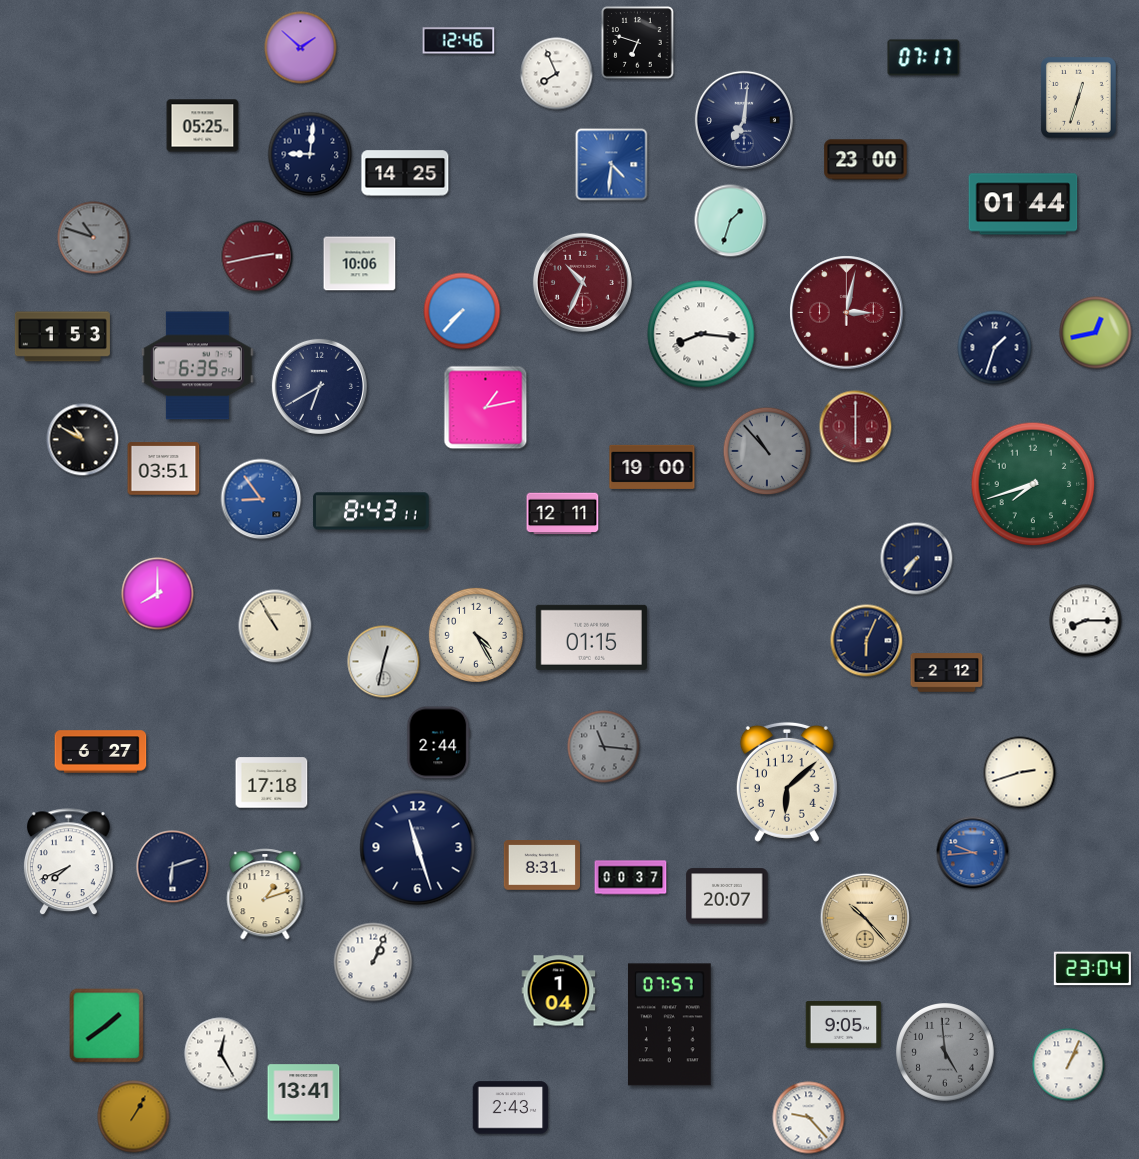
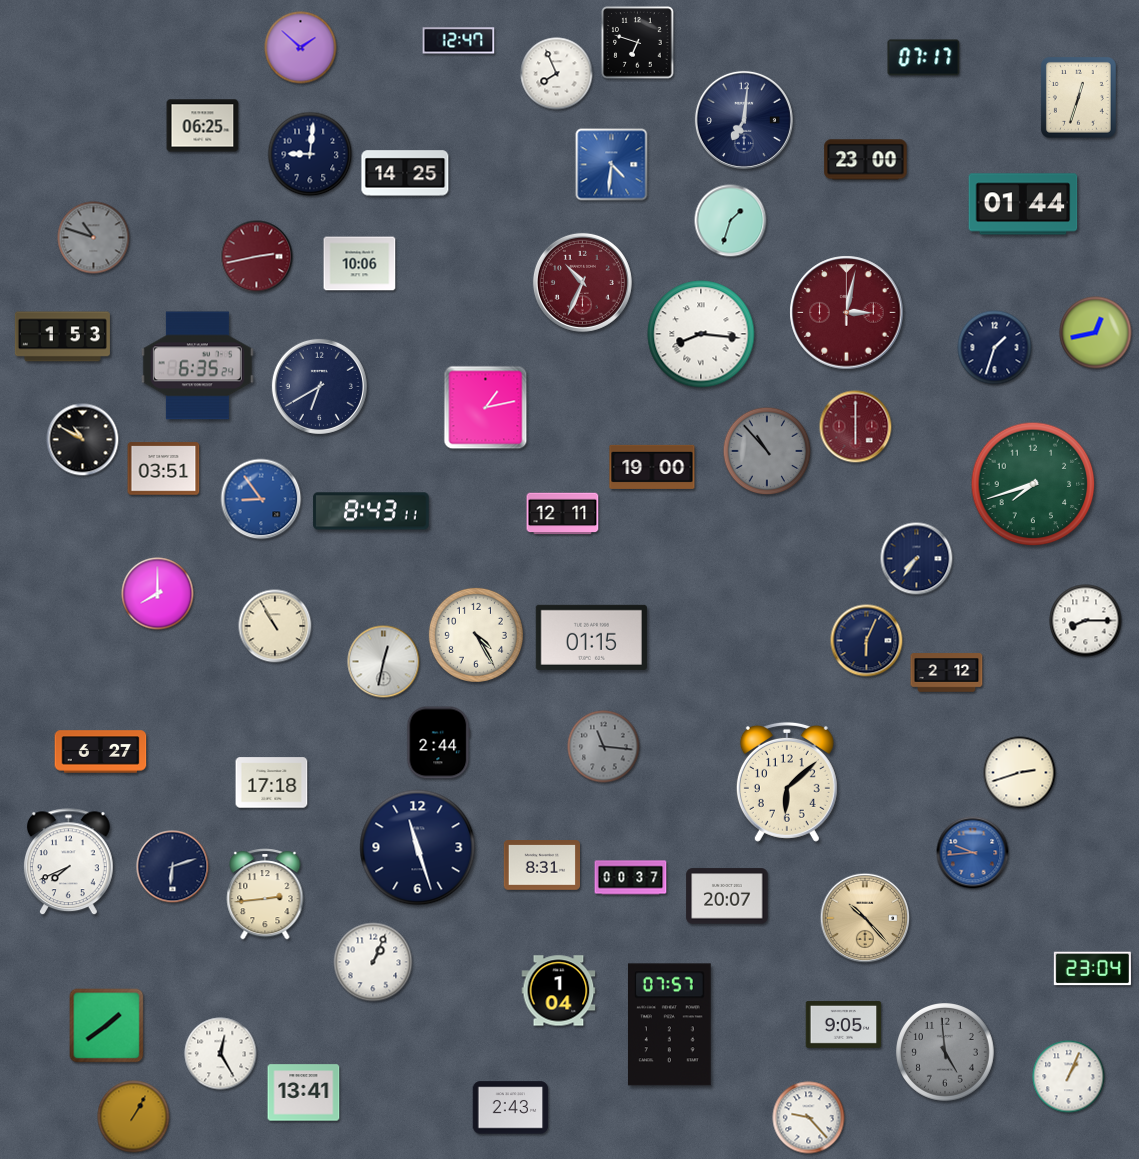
clock at (459, 41): 12:46 -> 12:47
clock at (203, 126): 05:25 -> 06:25
clock at (462, 311): 7:37 -> none
clock at (265, 895): 1:12 -> 2:44
clock at (1069, 1065) position: (1069, 1065) -> (1069, 1077)
